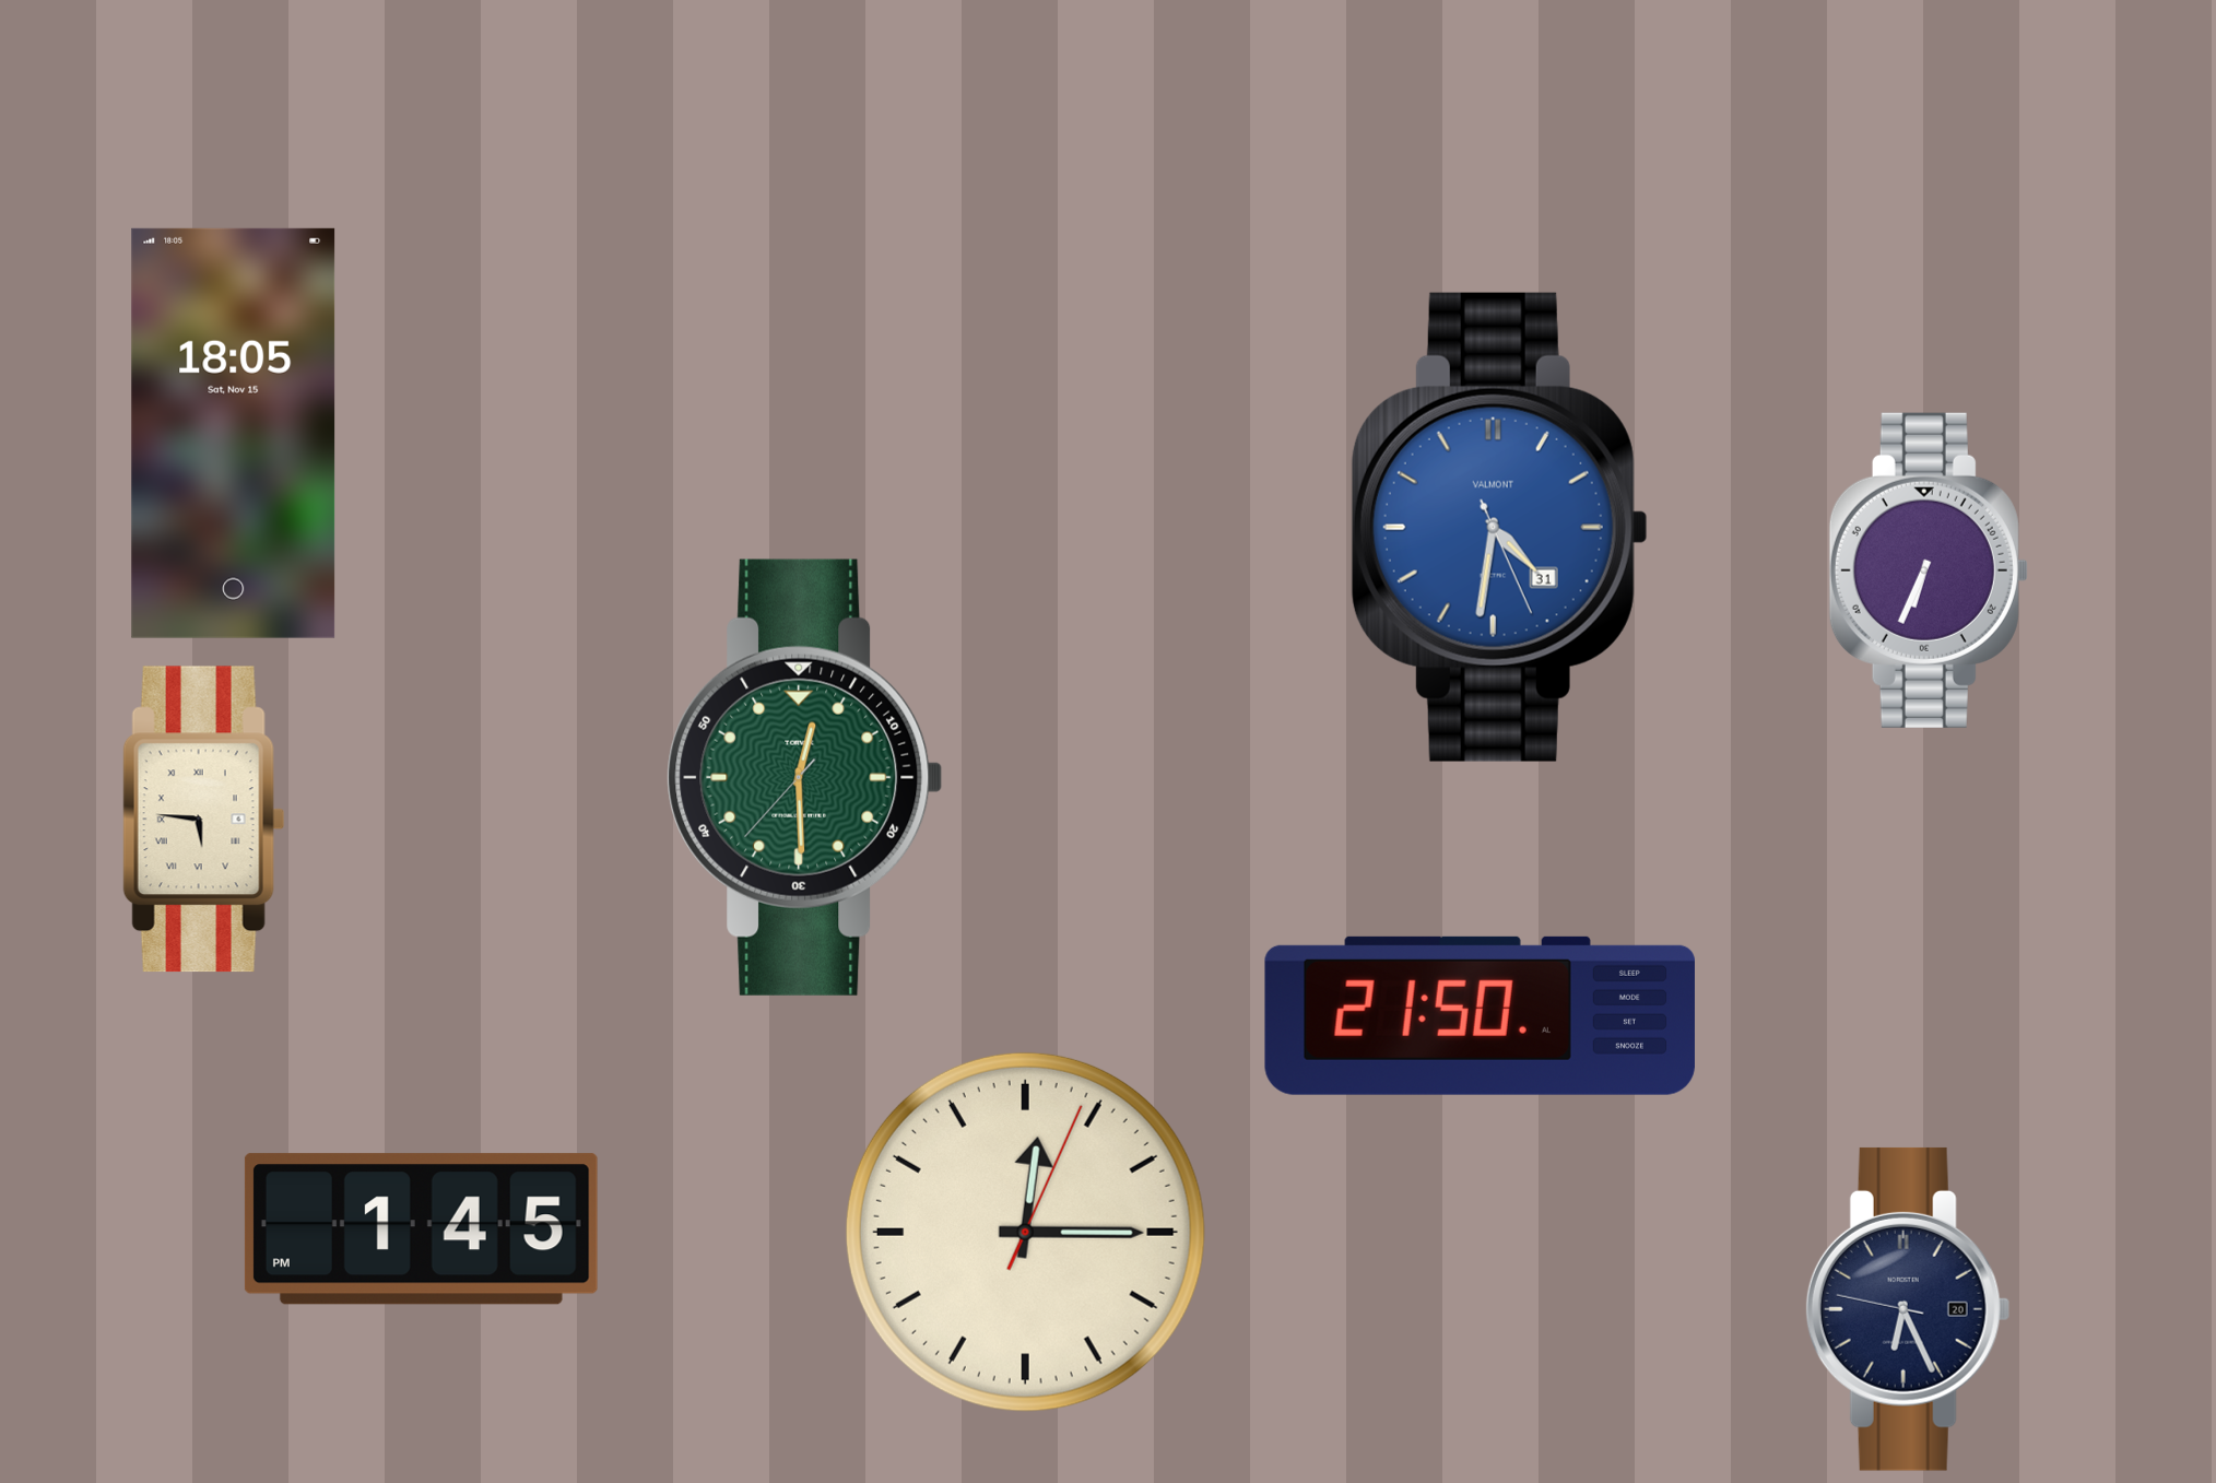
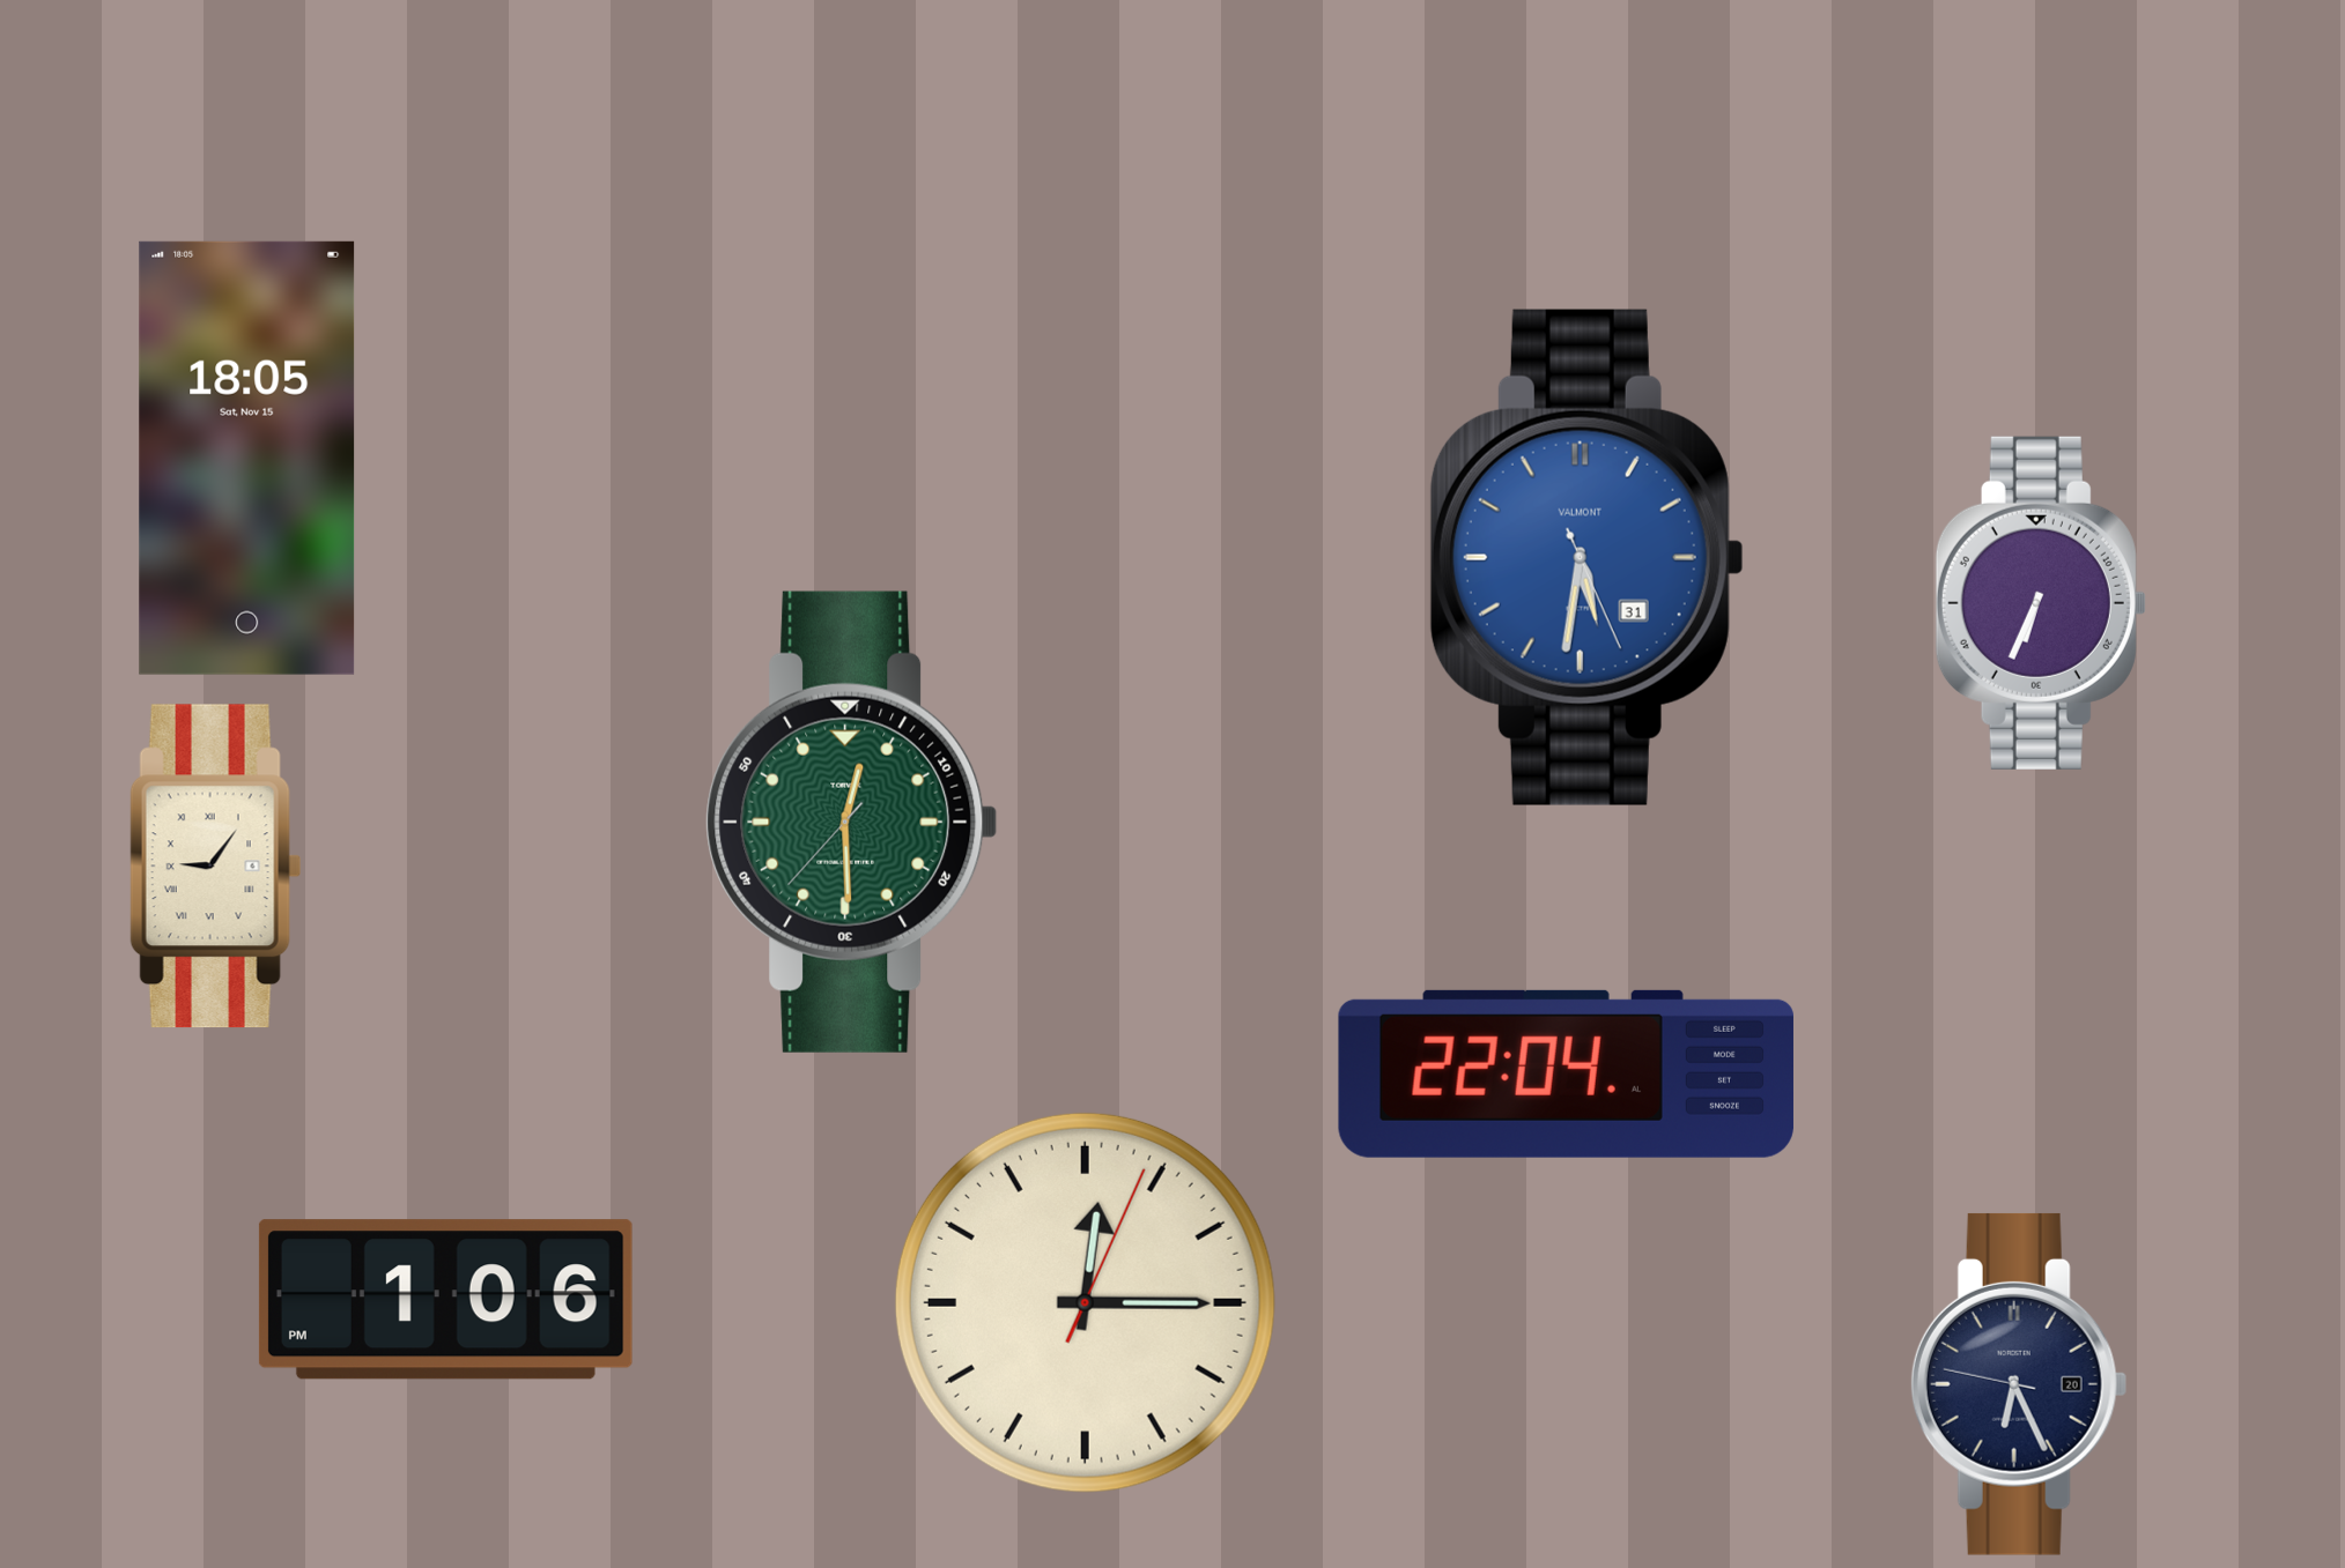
clock at (1499, 527): 4:31 -> 5:31
clock at (204, 820): 5:46 -> 9:06
clock at (1480, 1015): 21:50 -> 22:04
clock at (421, 1229): 1:45 -> 1:06
